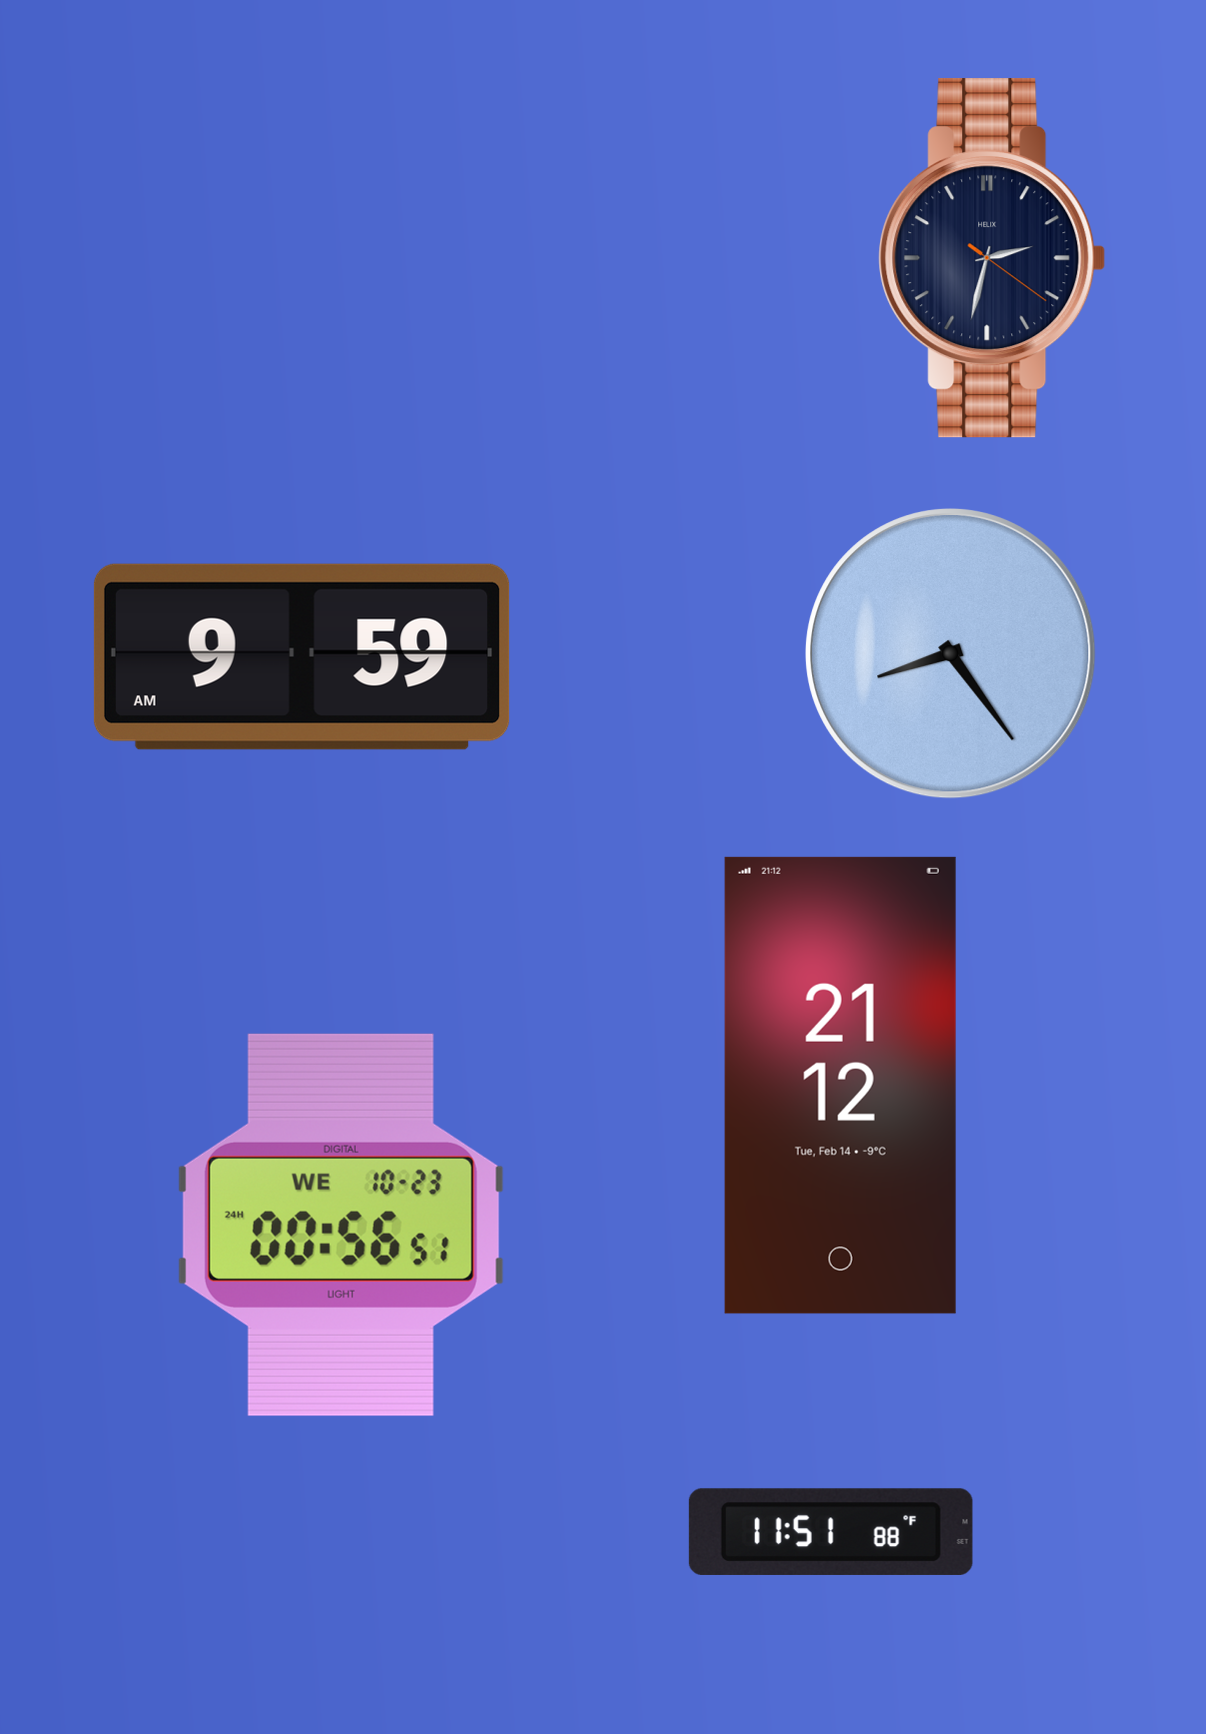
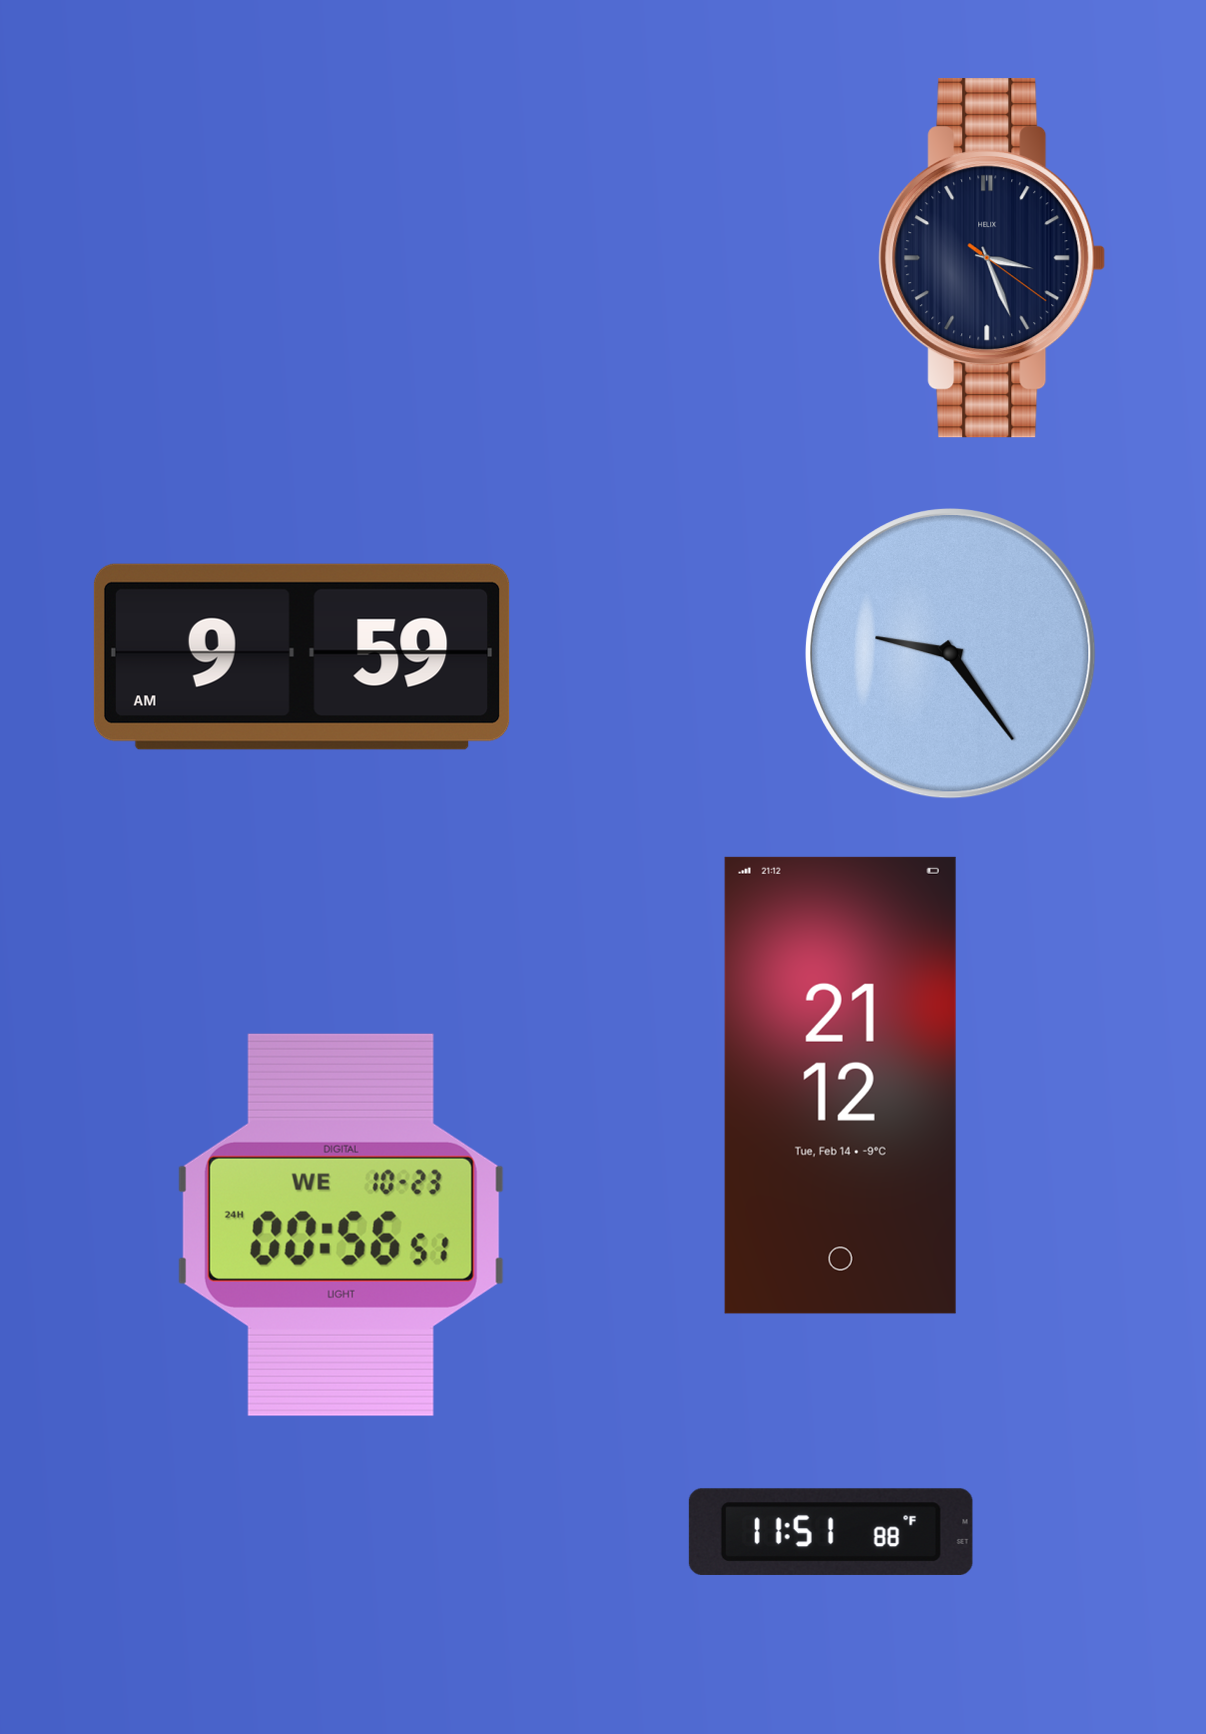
clock at (992, 258): 2:32 -> 3:26
clock at (951, 654): 8:24 -> 9:24
